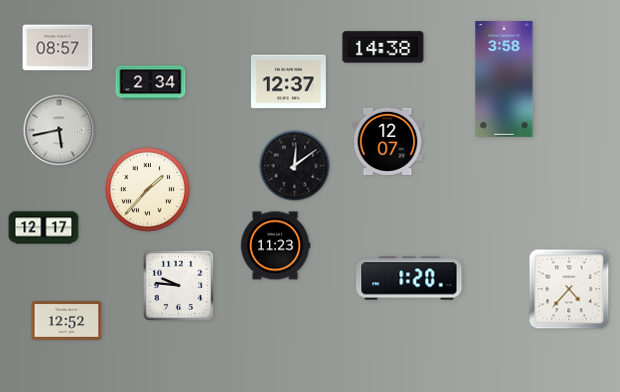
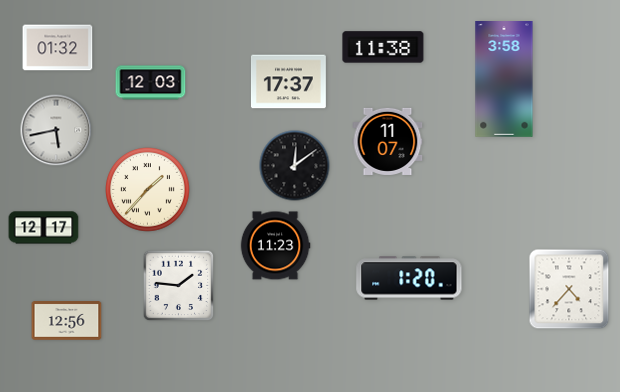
clock at (383, 47): 14:38 -> 11:38
clock at (58, 48): 08:57 -> 01:32
clock at (288, 82): 12:37 -> 17:37
clock at (151, 83): 2:34 -> 12:03
clock at (59, 130) position: (59, 130) -> (56, 130)
clock at (388, 141): 12:07 -> 11:07
clock at (179, 286): 9:46 -> 1:46
clock at (67, 321): 12:52 -> 12:56
